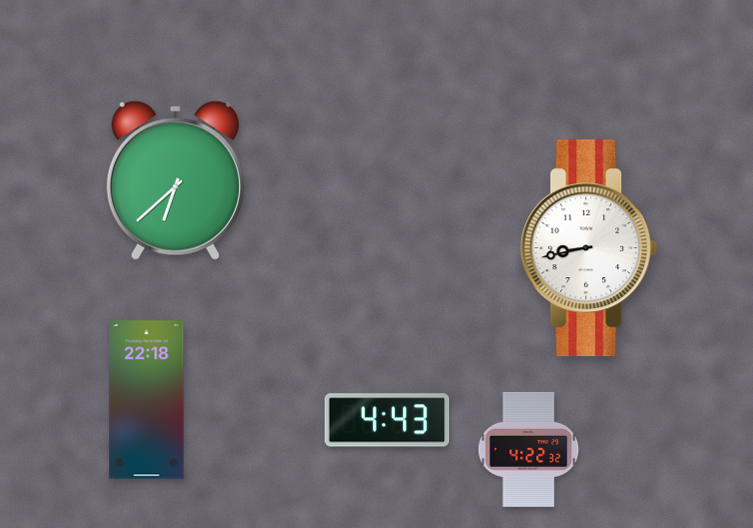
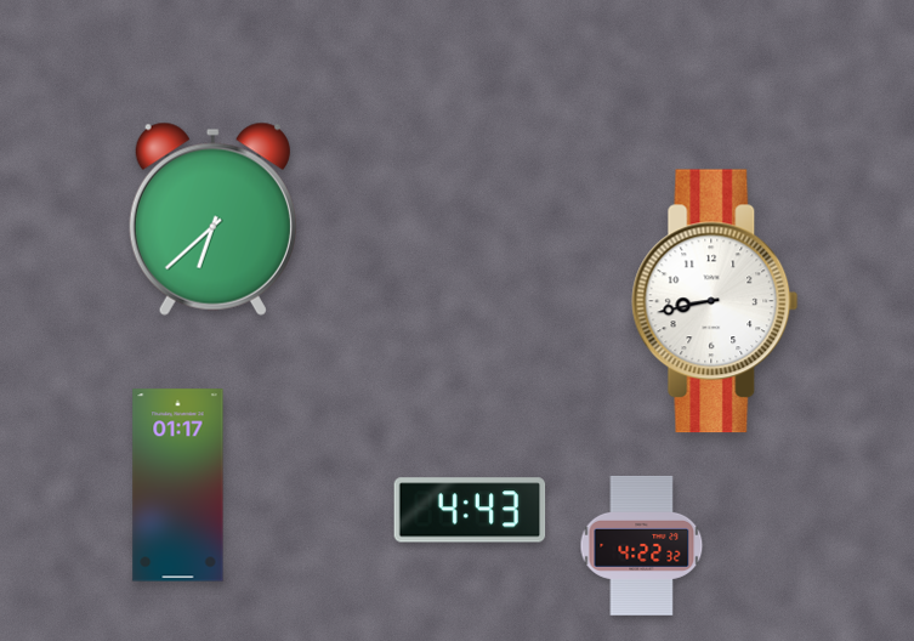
clock at (147, 400): 22:18 -> 01:17
